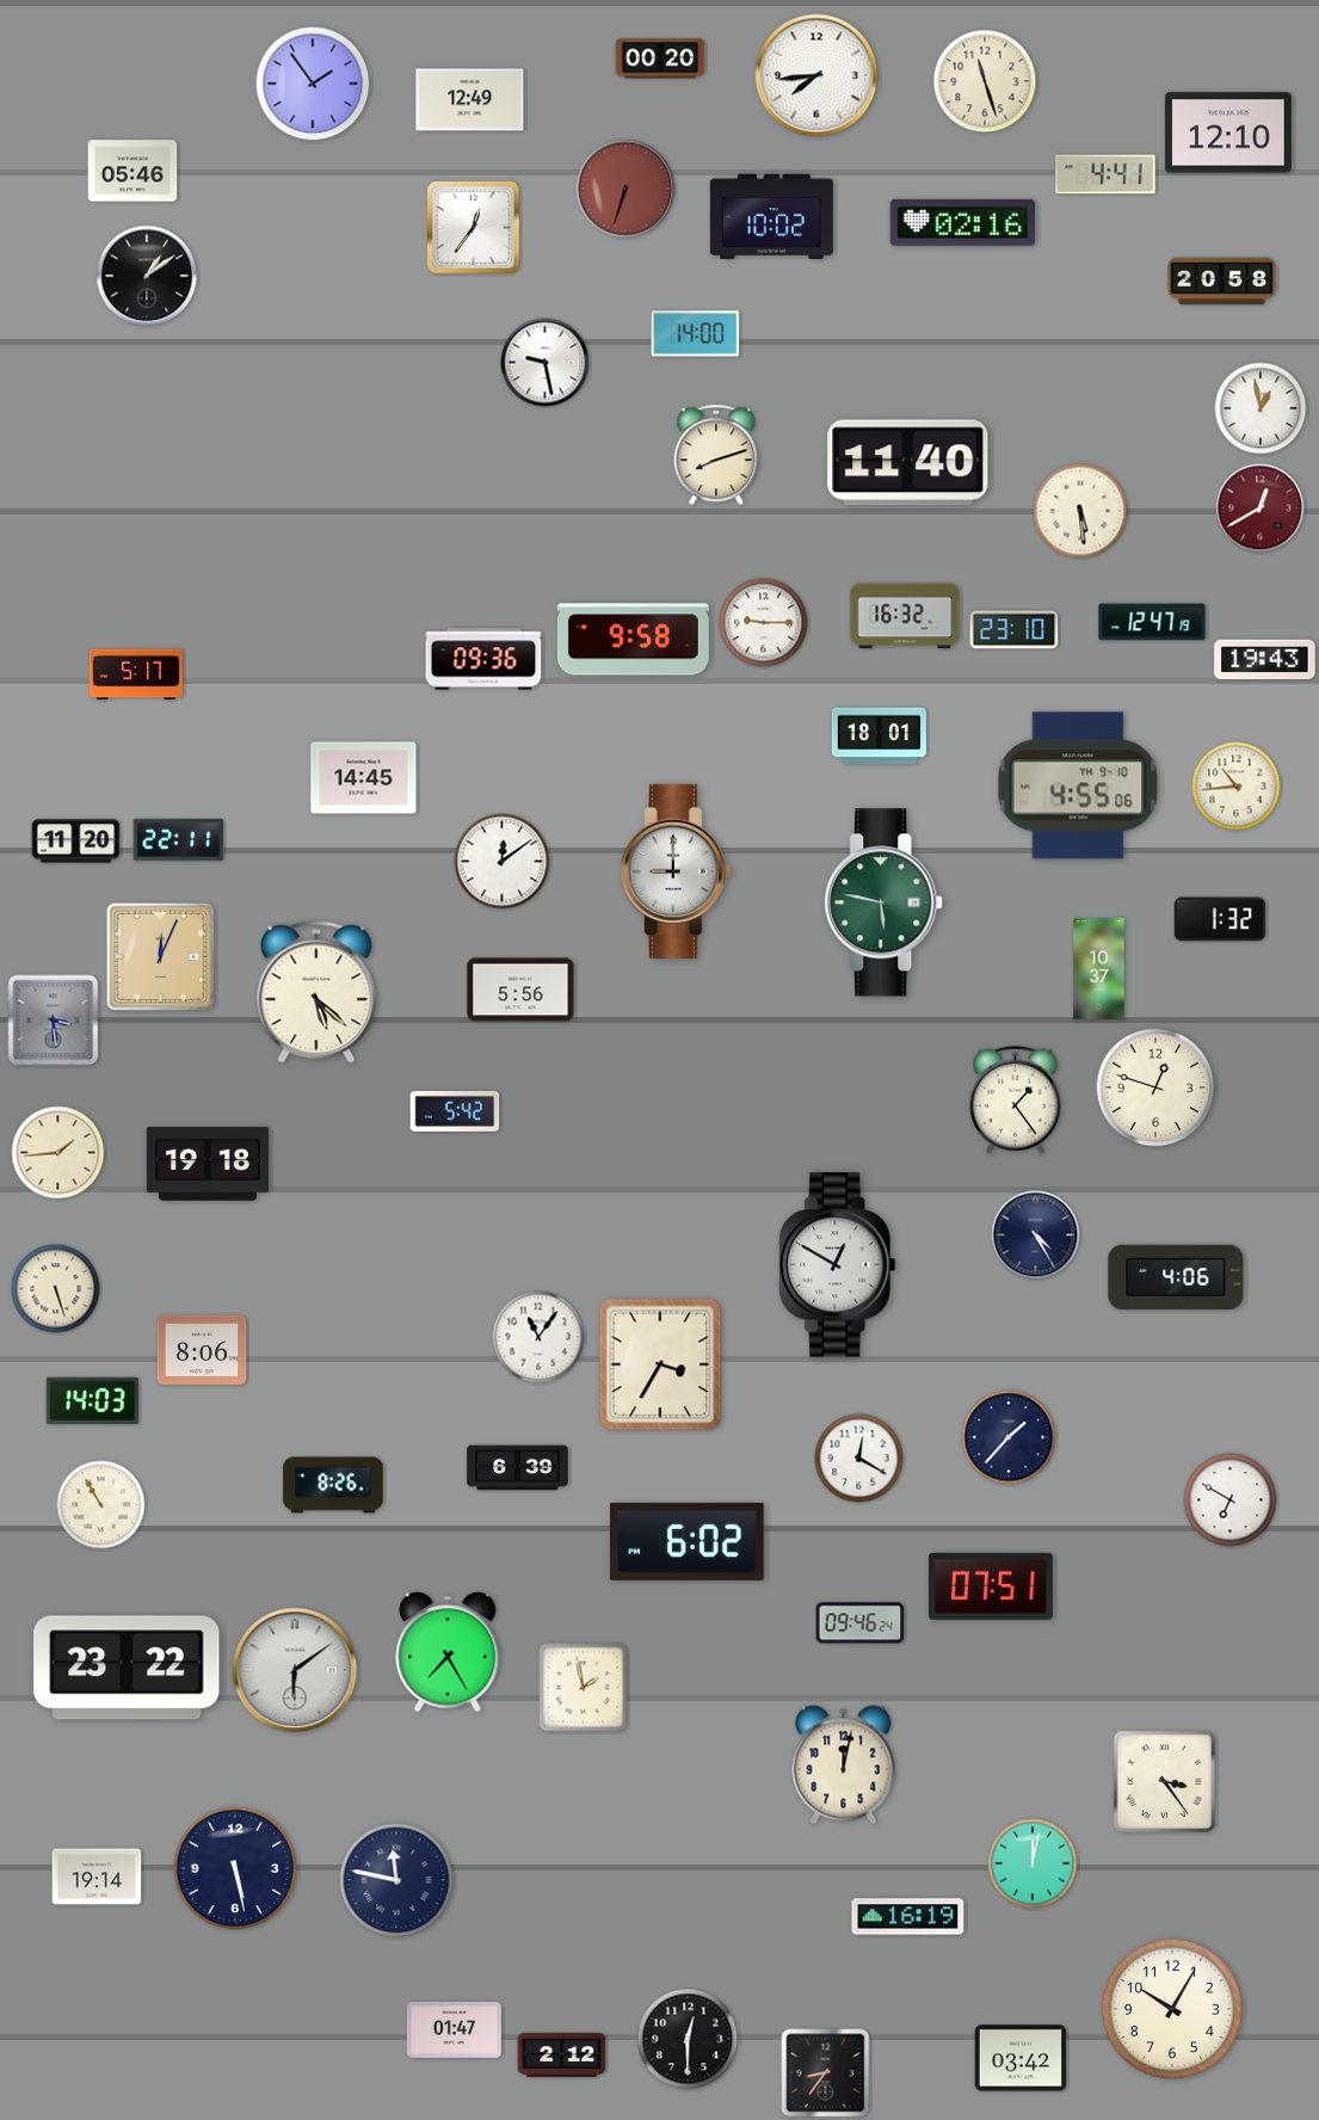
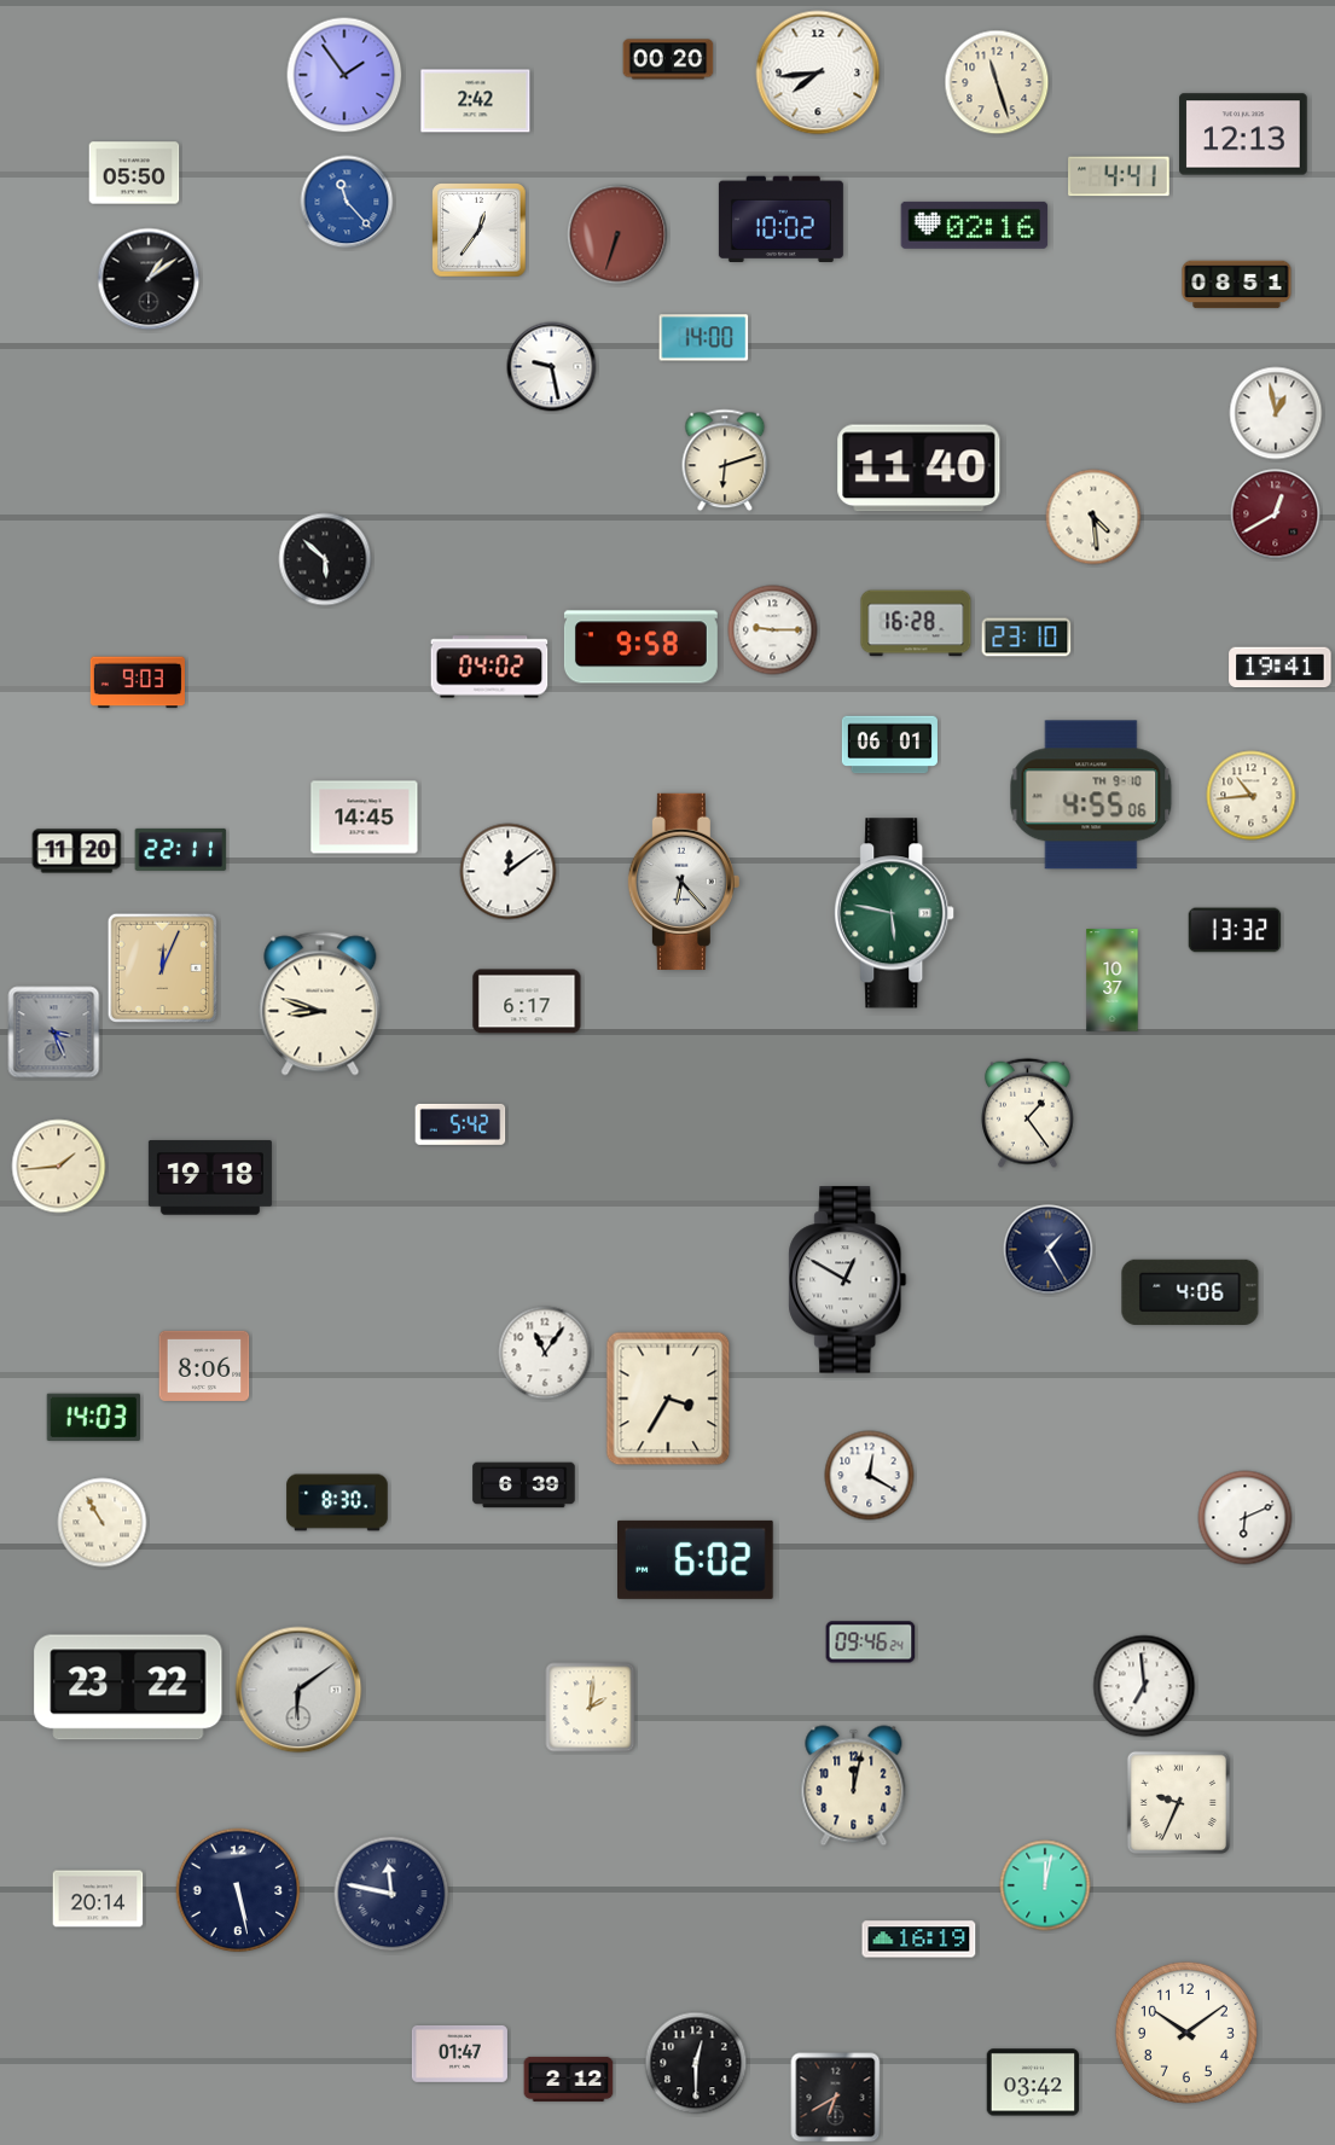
clock at (816, 75) position: (816, 75) -> (818, 72)
clock at (313, 84) position: (313, 84) -> (344, 75)
clock at (470, 100): 12:49 -> 2:42
clock at (1228, 132): 12:10 -> 12:13
clock at (132, 171): 05:46 -> 05:50
clock at (625, 189) position: (625, 189) -> (617, 234)
clock at (347, 202): none -> 11:23
clock at (1222, 282): 20:58 -> 08:51
clock at (716, 455): 8:12 -> 6:12
clock at (1080, 511): 5:29 -> 4:29
clock at (325, 559): none -> 5:52
clock at (905, 616): 16:32 -> 16:28
clock at (1152, 622): 12:47 -> none
clock at (483, 659): 09:36 -> 04:02
clock at (1265, 660): 19:43 -> 19:41
clock at (136, 674): 5:17 -> 9:03
clock at (879, 737): 18:01 -> 06:01
clock at (364, 778) position: (364, 778) -> (365, 818)
clock at (676, 871): 9:00 -> 6:23
clock at (1220, 919): 1:32 -> 13:32
clock at (520, 990): 5:56 -> 6:17
clock at (316, 992): 5:22 -> 8:48
clock at (54, 1021): 3:29 -> 3:26
clock at (1155, 1087): 12:48 -> none
clock at (1036, 1235): 4:25 -> 1:25
clock at (56, 1289): 5:27 -> none
clock at (660, 1364) position: (660, 1364) -> (668, 1399)
clock at (1009, 1437): 1:37 -> none
clock at (333, 1485): 8:26 -> 8:30
clock at (1231, 1500): 6:50 -> 6:11
clock at (991, 1586): 07:51 -> none
clock at (448, 1652): 7:25 -> none
clock at (1144, 1686): none -> 6:59
clock at (584, 1688): 1:58 -> 2:01
clock at (1165, 1782): 3:24 -> 9:34
clock at (97, 1876): 19:14 -> 20:14
clock at (396, 1880) position: (396, 1880) -> (391, 1894)
clock at (1172, 2009): 10:05 -> 10:09
clock at (826, 2073): 8:36 -> 6:40
